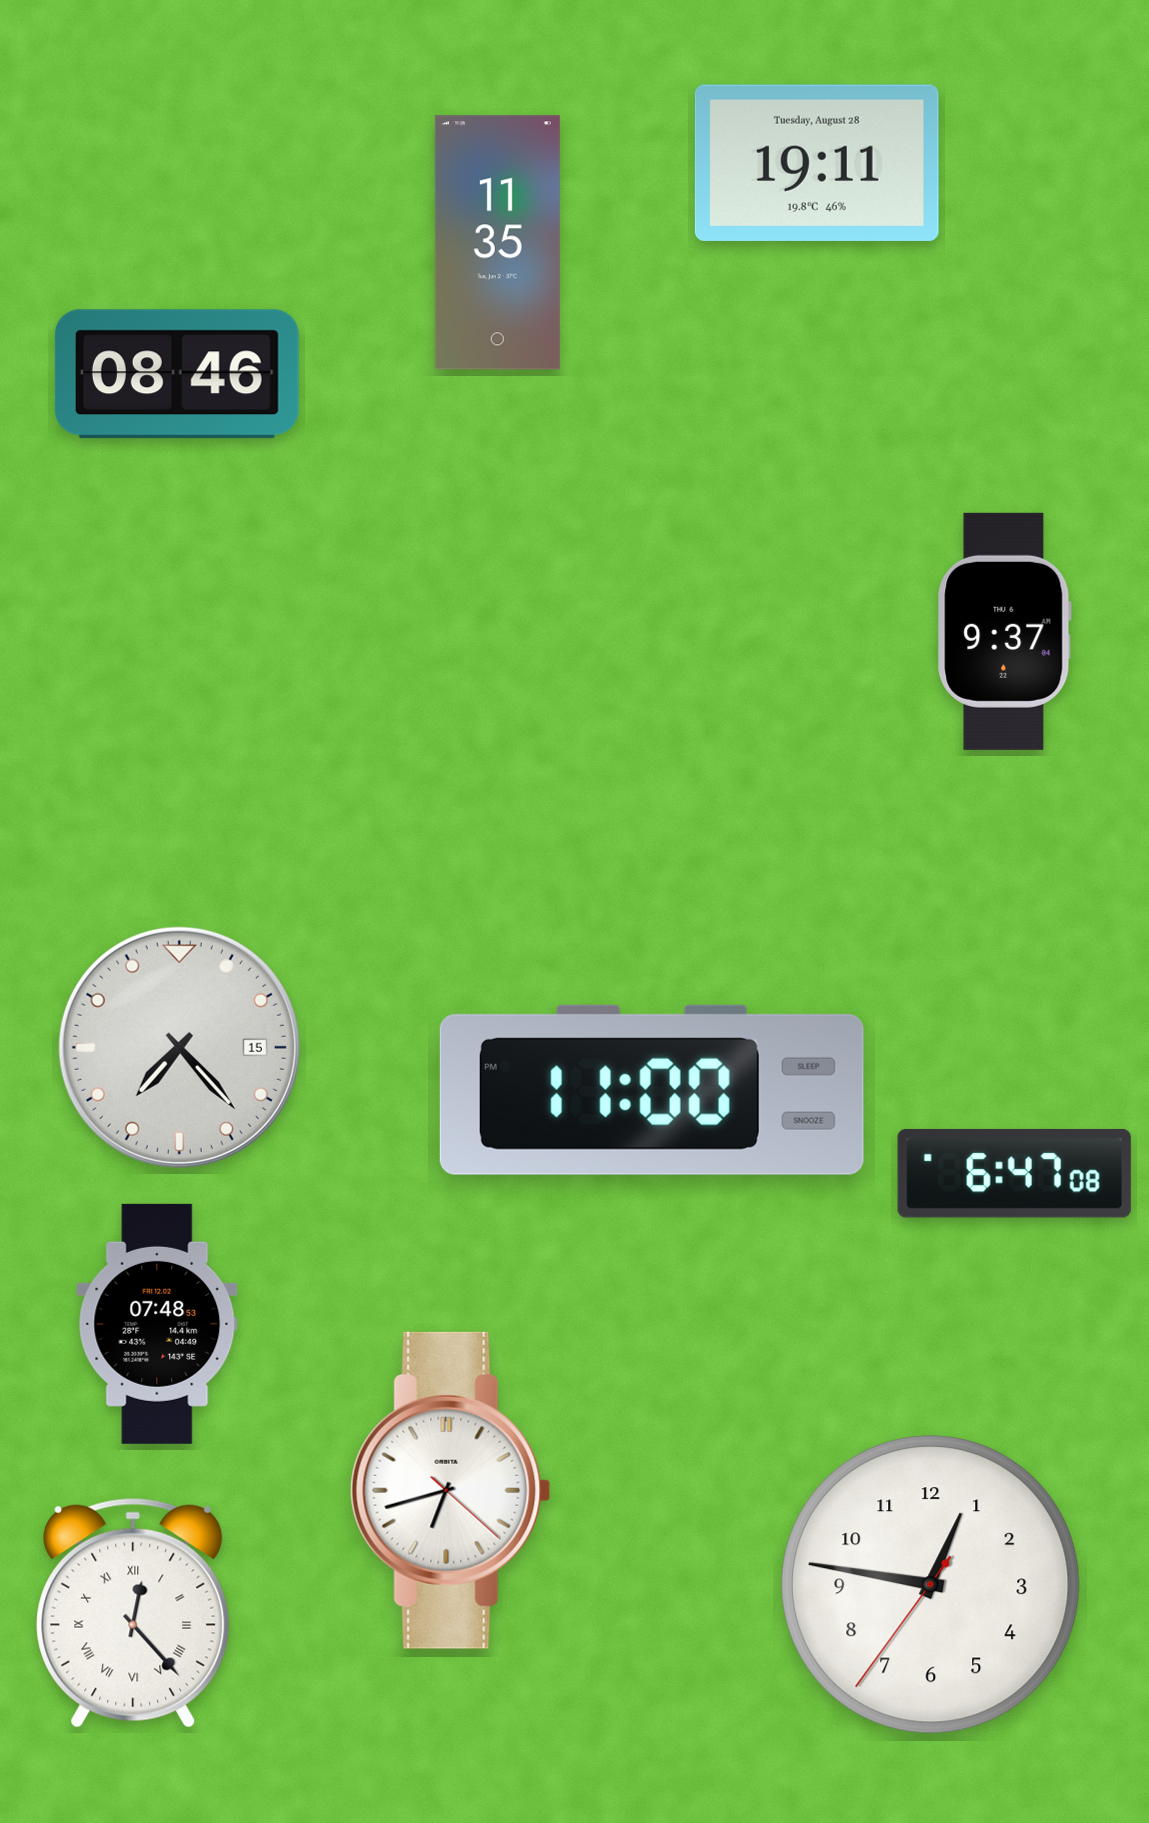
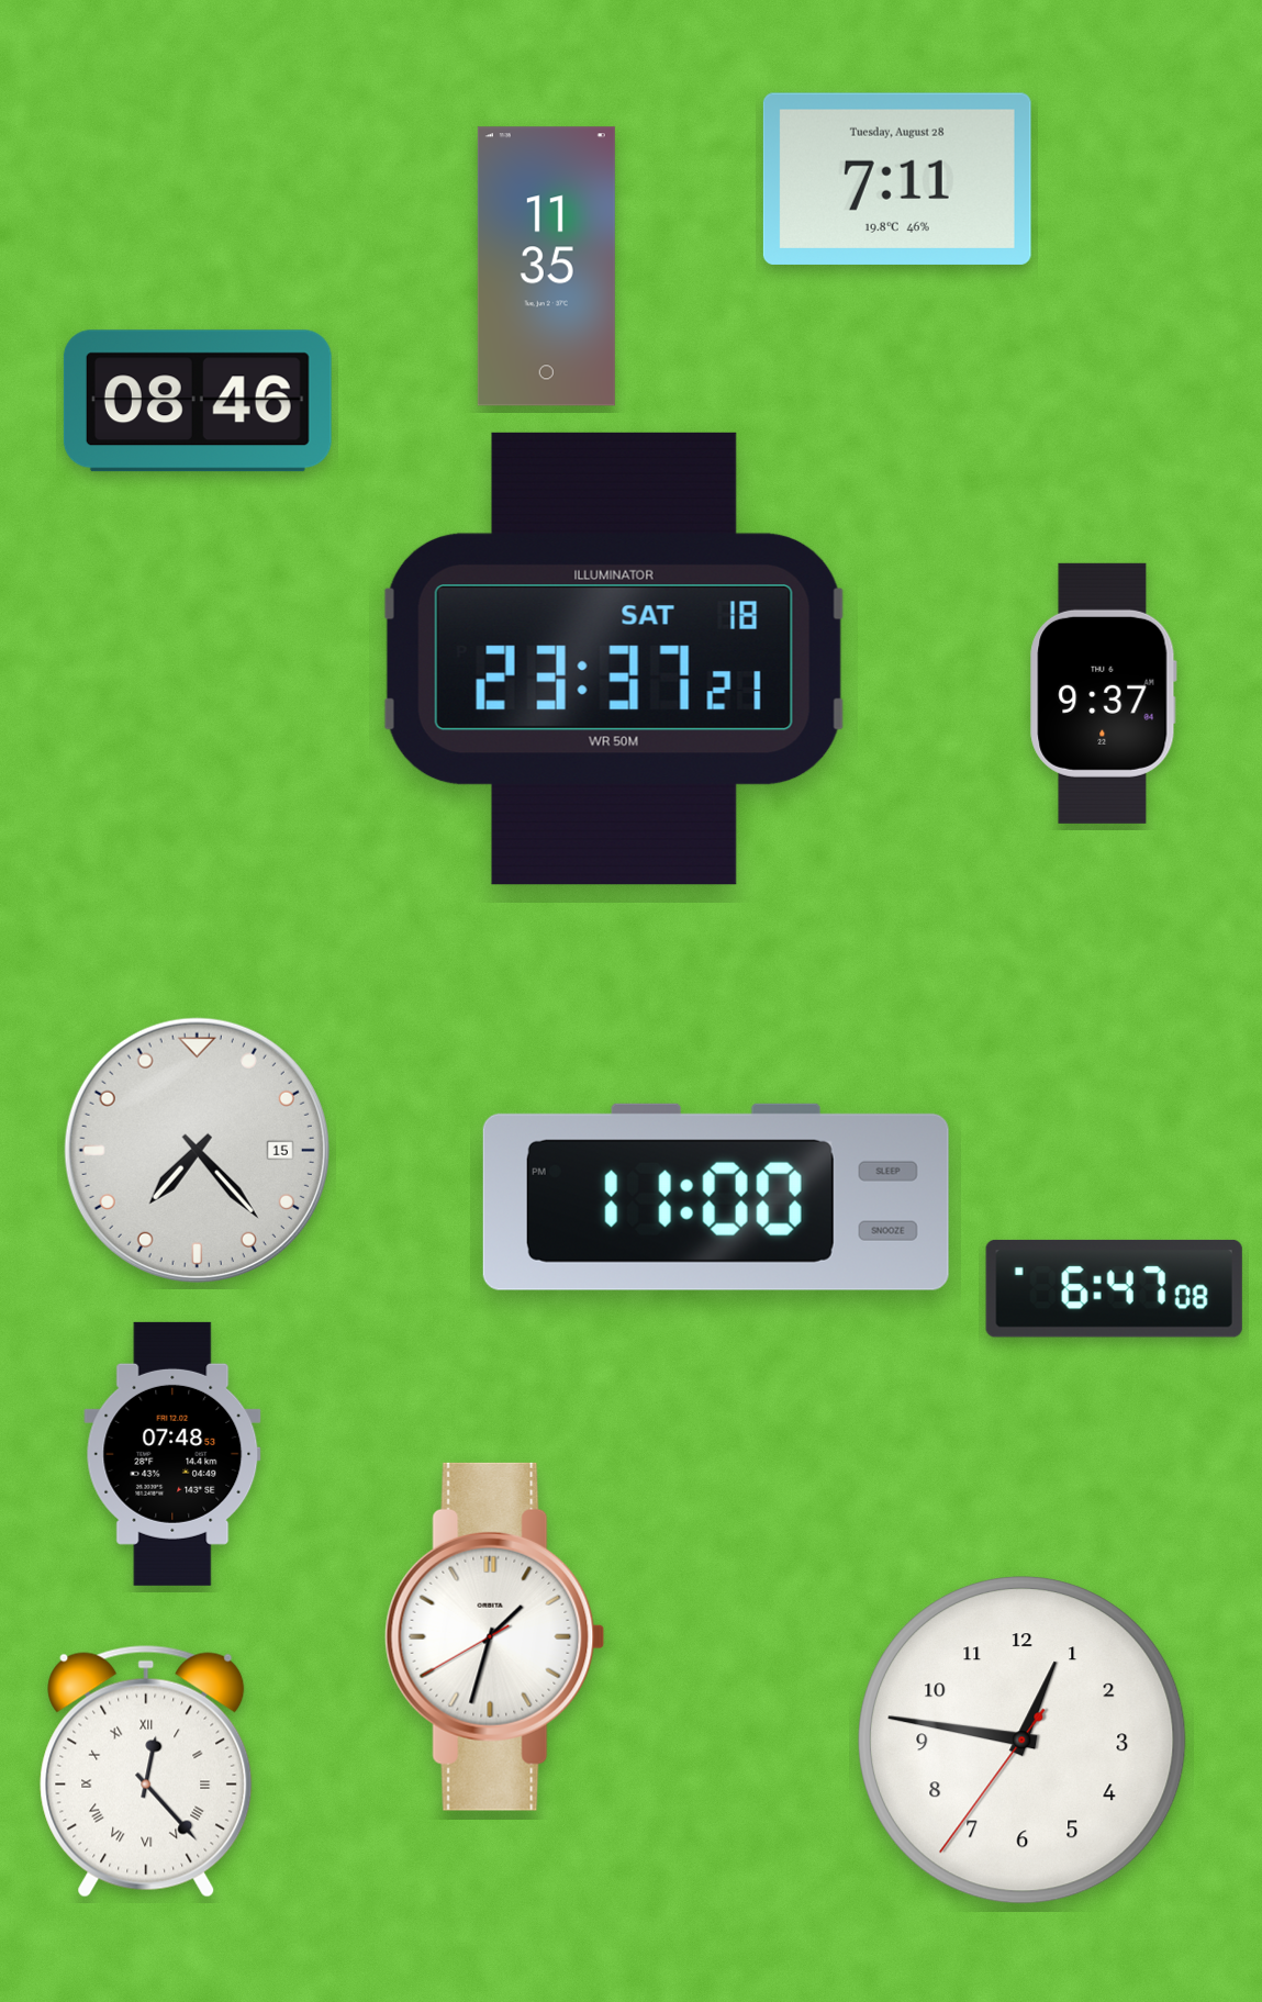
clock at (817, 163): 19:11 -> 7:11
clock at (177, 374) position: (177, 374) -> (198, 401)
clock at (614, 659): none -> 23:37
clock at (451, 1490): 6:42 -> 1:32
